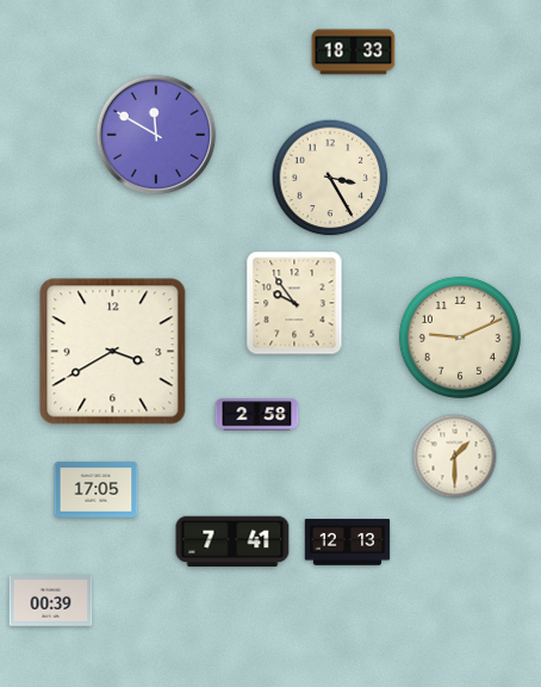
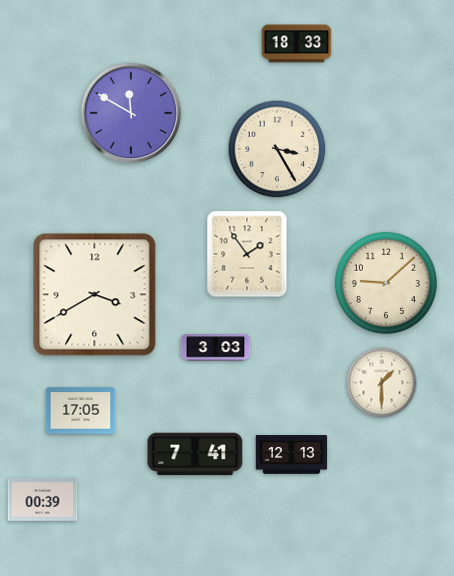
clock at (294, 303): 9:54 -> 1:54
clock at (460, 338): 9:11 -> 9:08
clock at (257, 415): 2:58 -> 3:03
clock at (51, 601) position: (51, 601) -> (43, 500)
